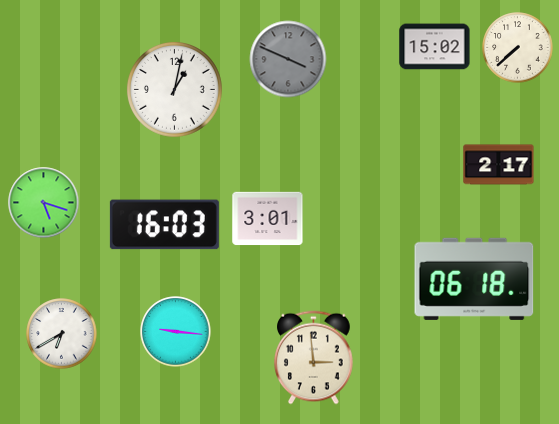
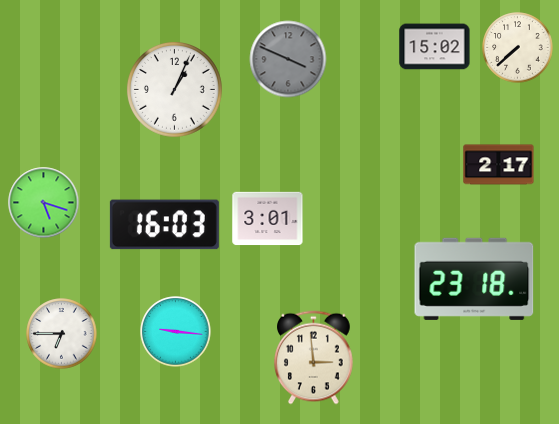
clock at (175, 90): 1:02 -> 1:04
clock at (474, 279): 06:18 -> 23:18
clock at (62, 334): 6:40 -> 6:45
